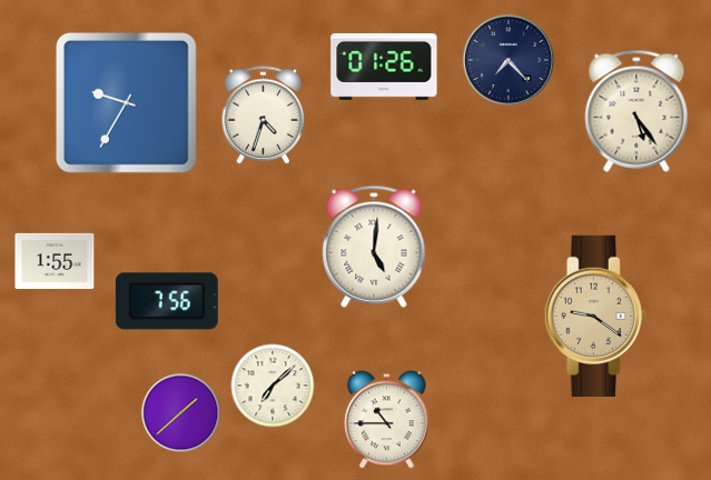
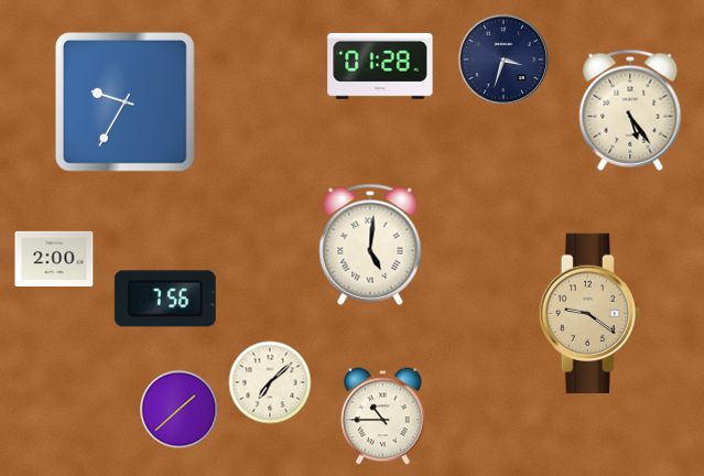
clock at (508, 60): 7:23 -> 3:33
clock at (384, 67): 01:26 -> 01:28
clock at (264, 116): 4:33 -> none
clock at (55, 260): 1:55 -> 2:00
